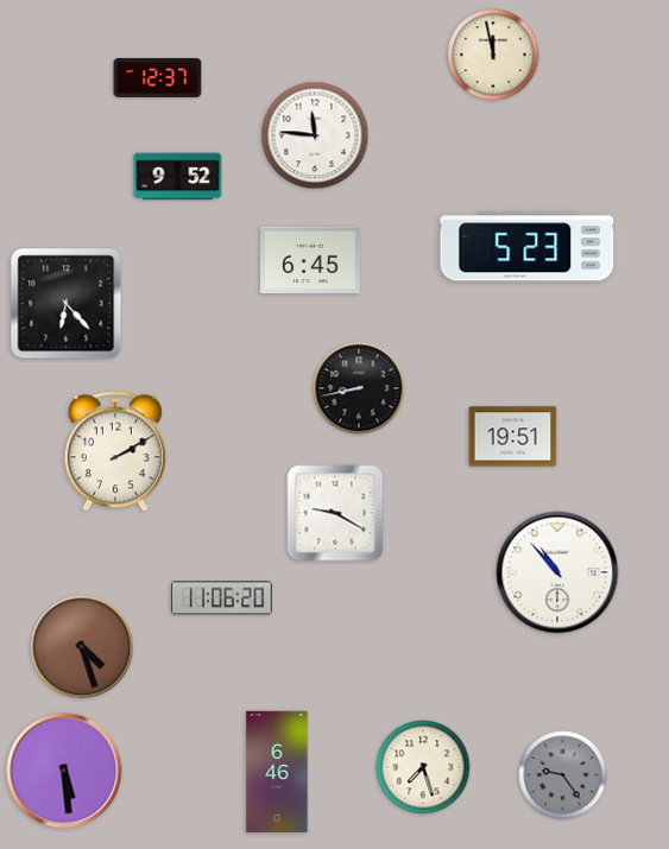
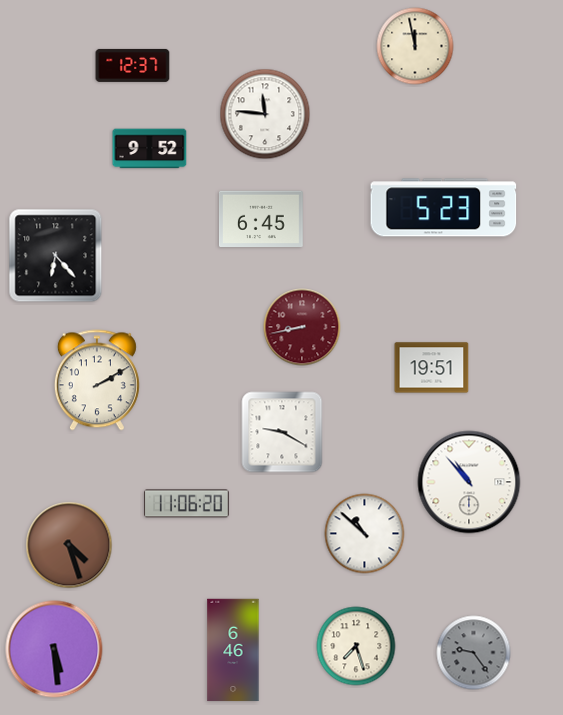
clock at (359, 388) dial: black -> burgundy
clock at (365, 534): none -> 10:52
